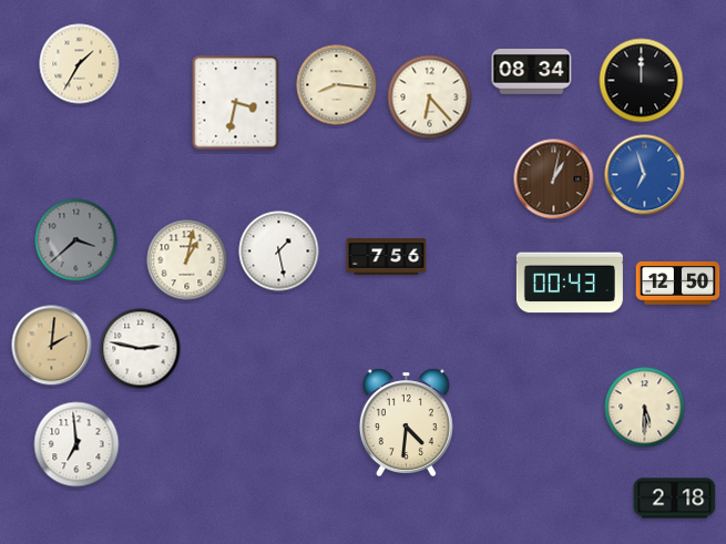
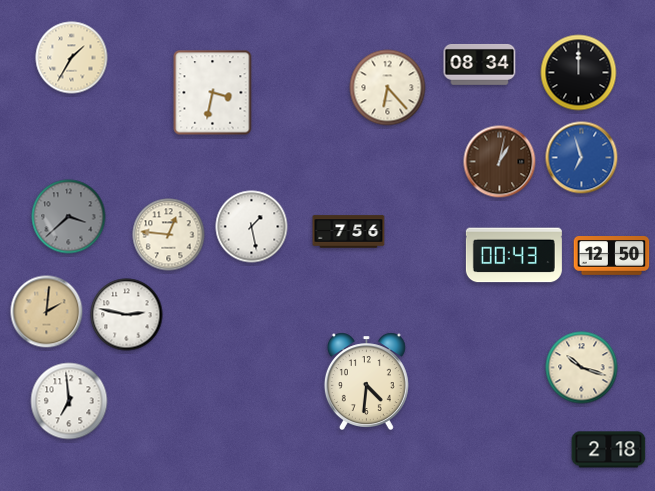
clock at (337, 85): 8:16 -> none
clock at (187, 260): 1:02 -> 12:46
clock at (645, 408): 5:30 -> 10:18
